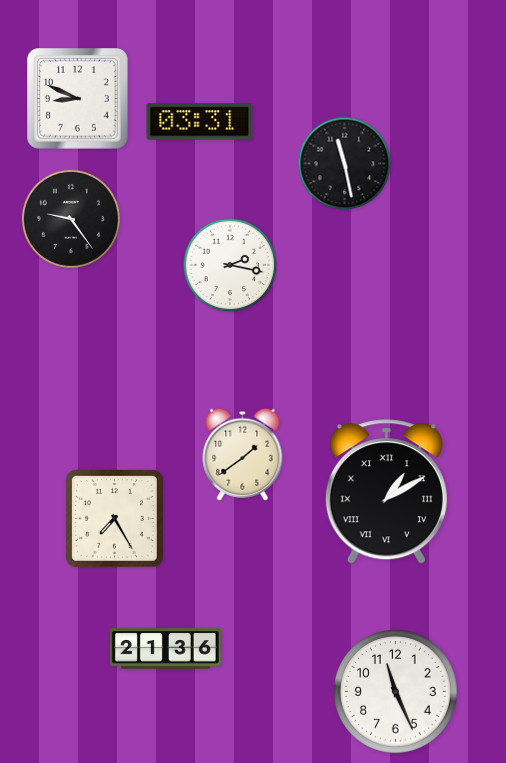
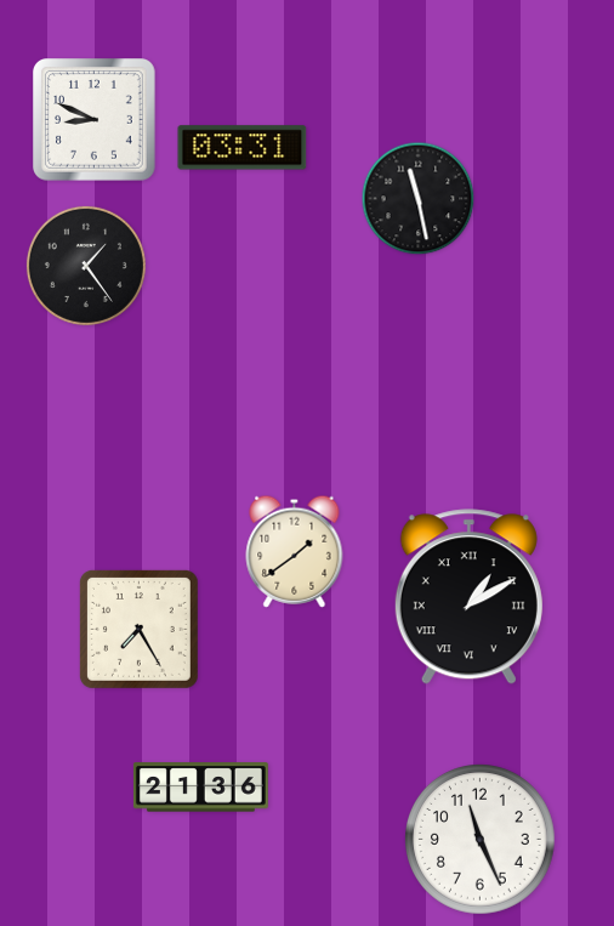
clock at (71, 219): 9:24 -> 1:24
clock at (230, 265): 2:17 -> none
